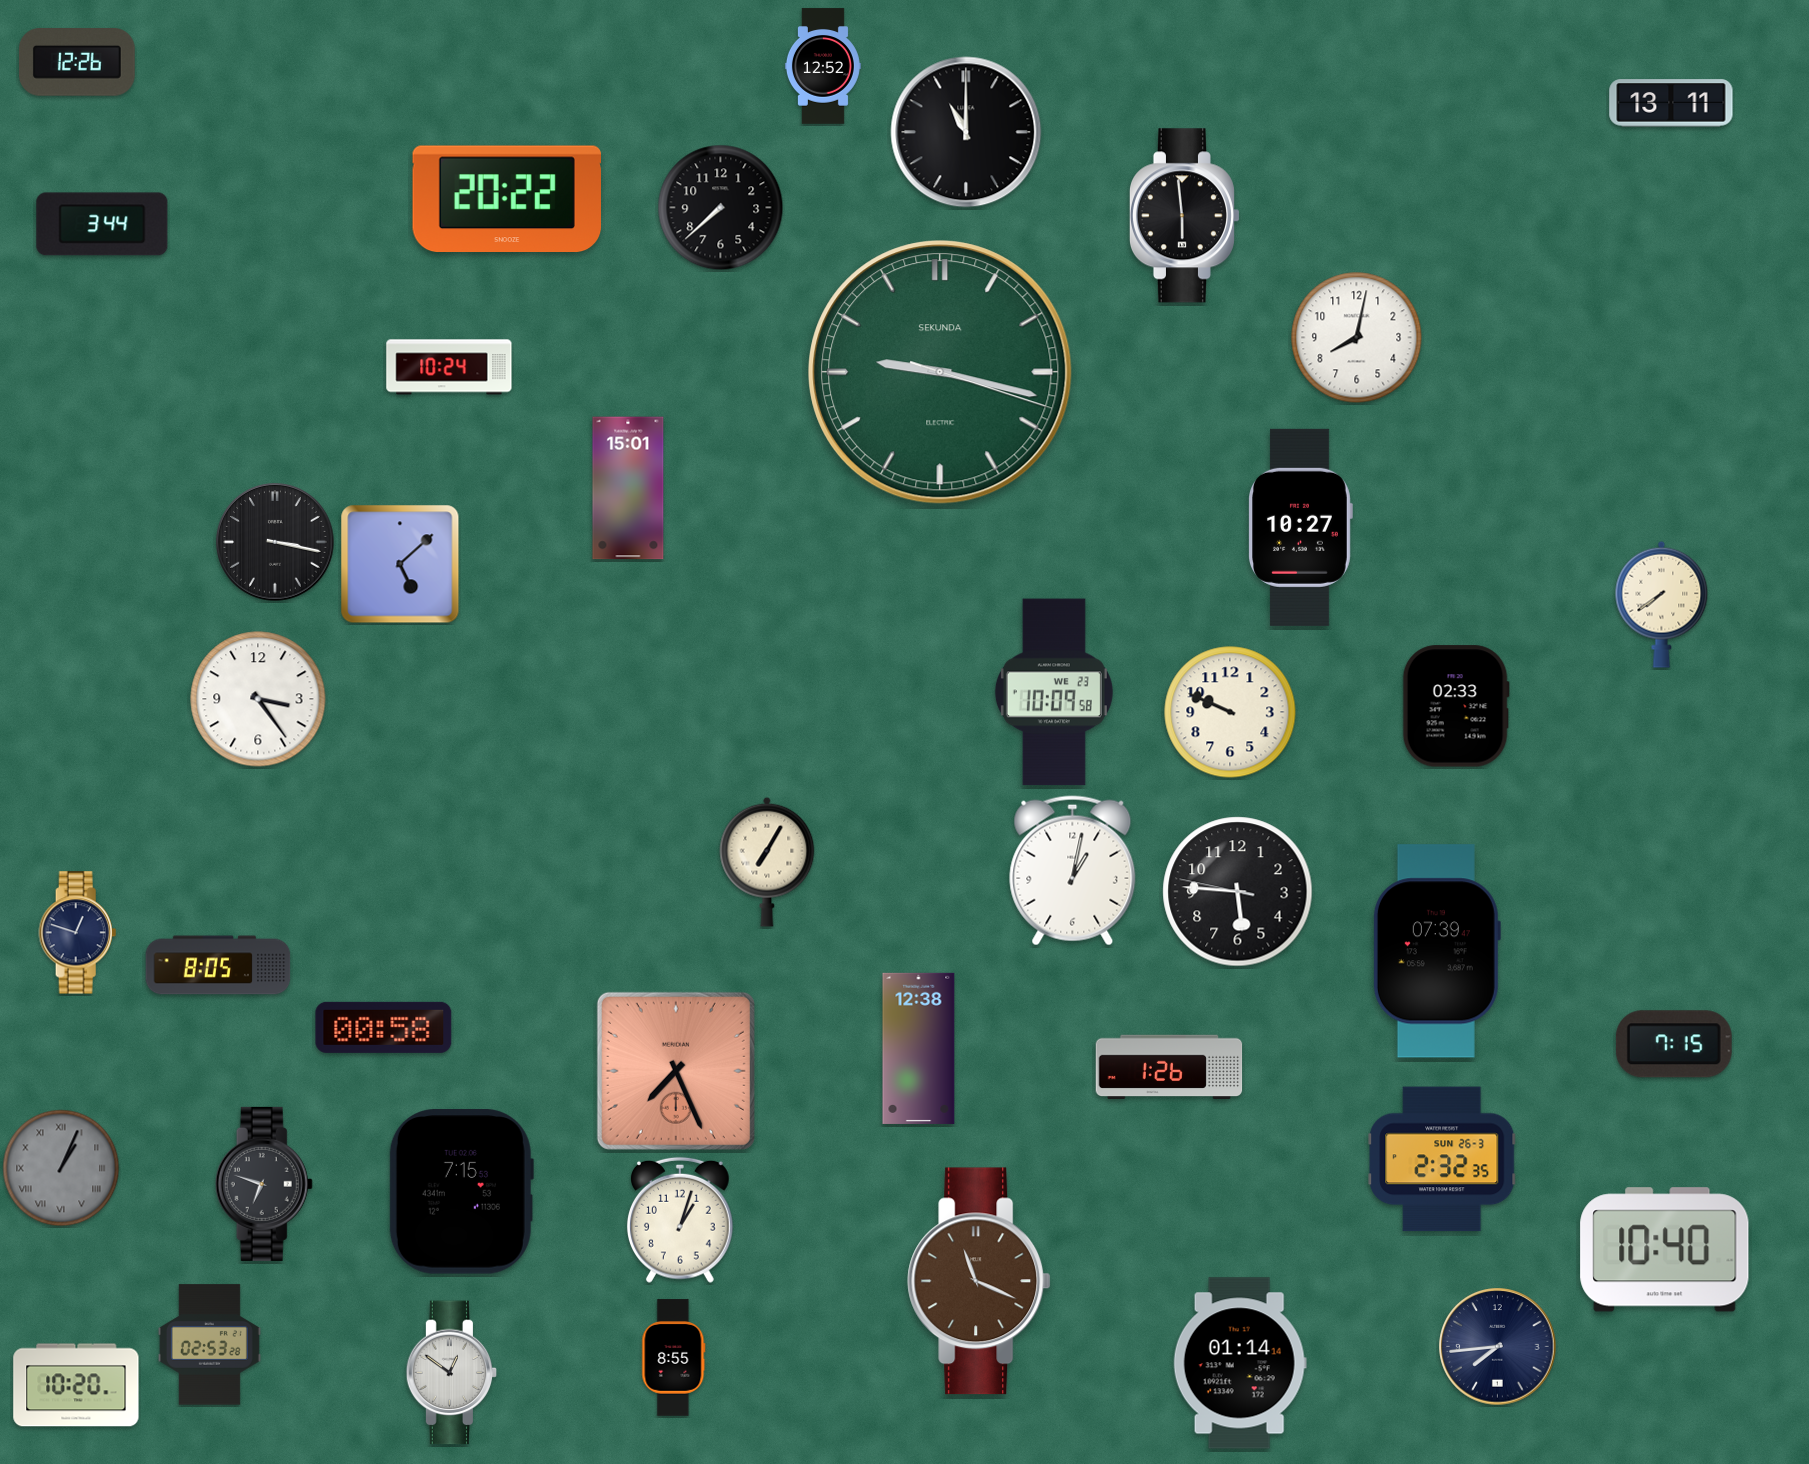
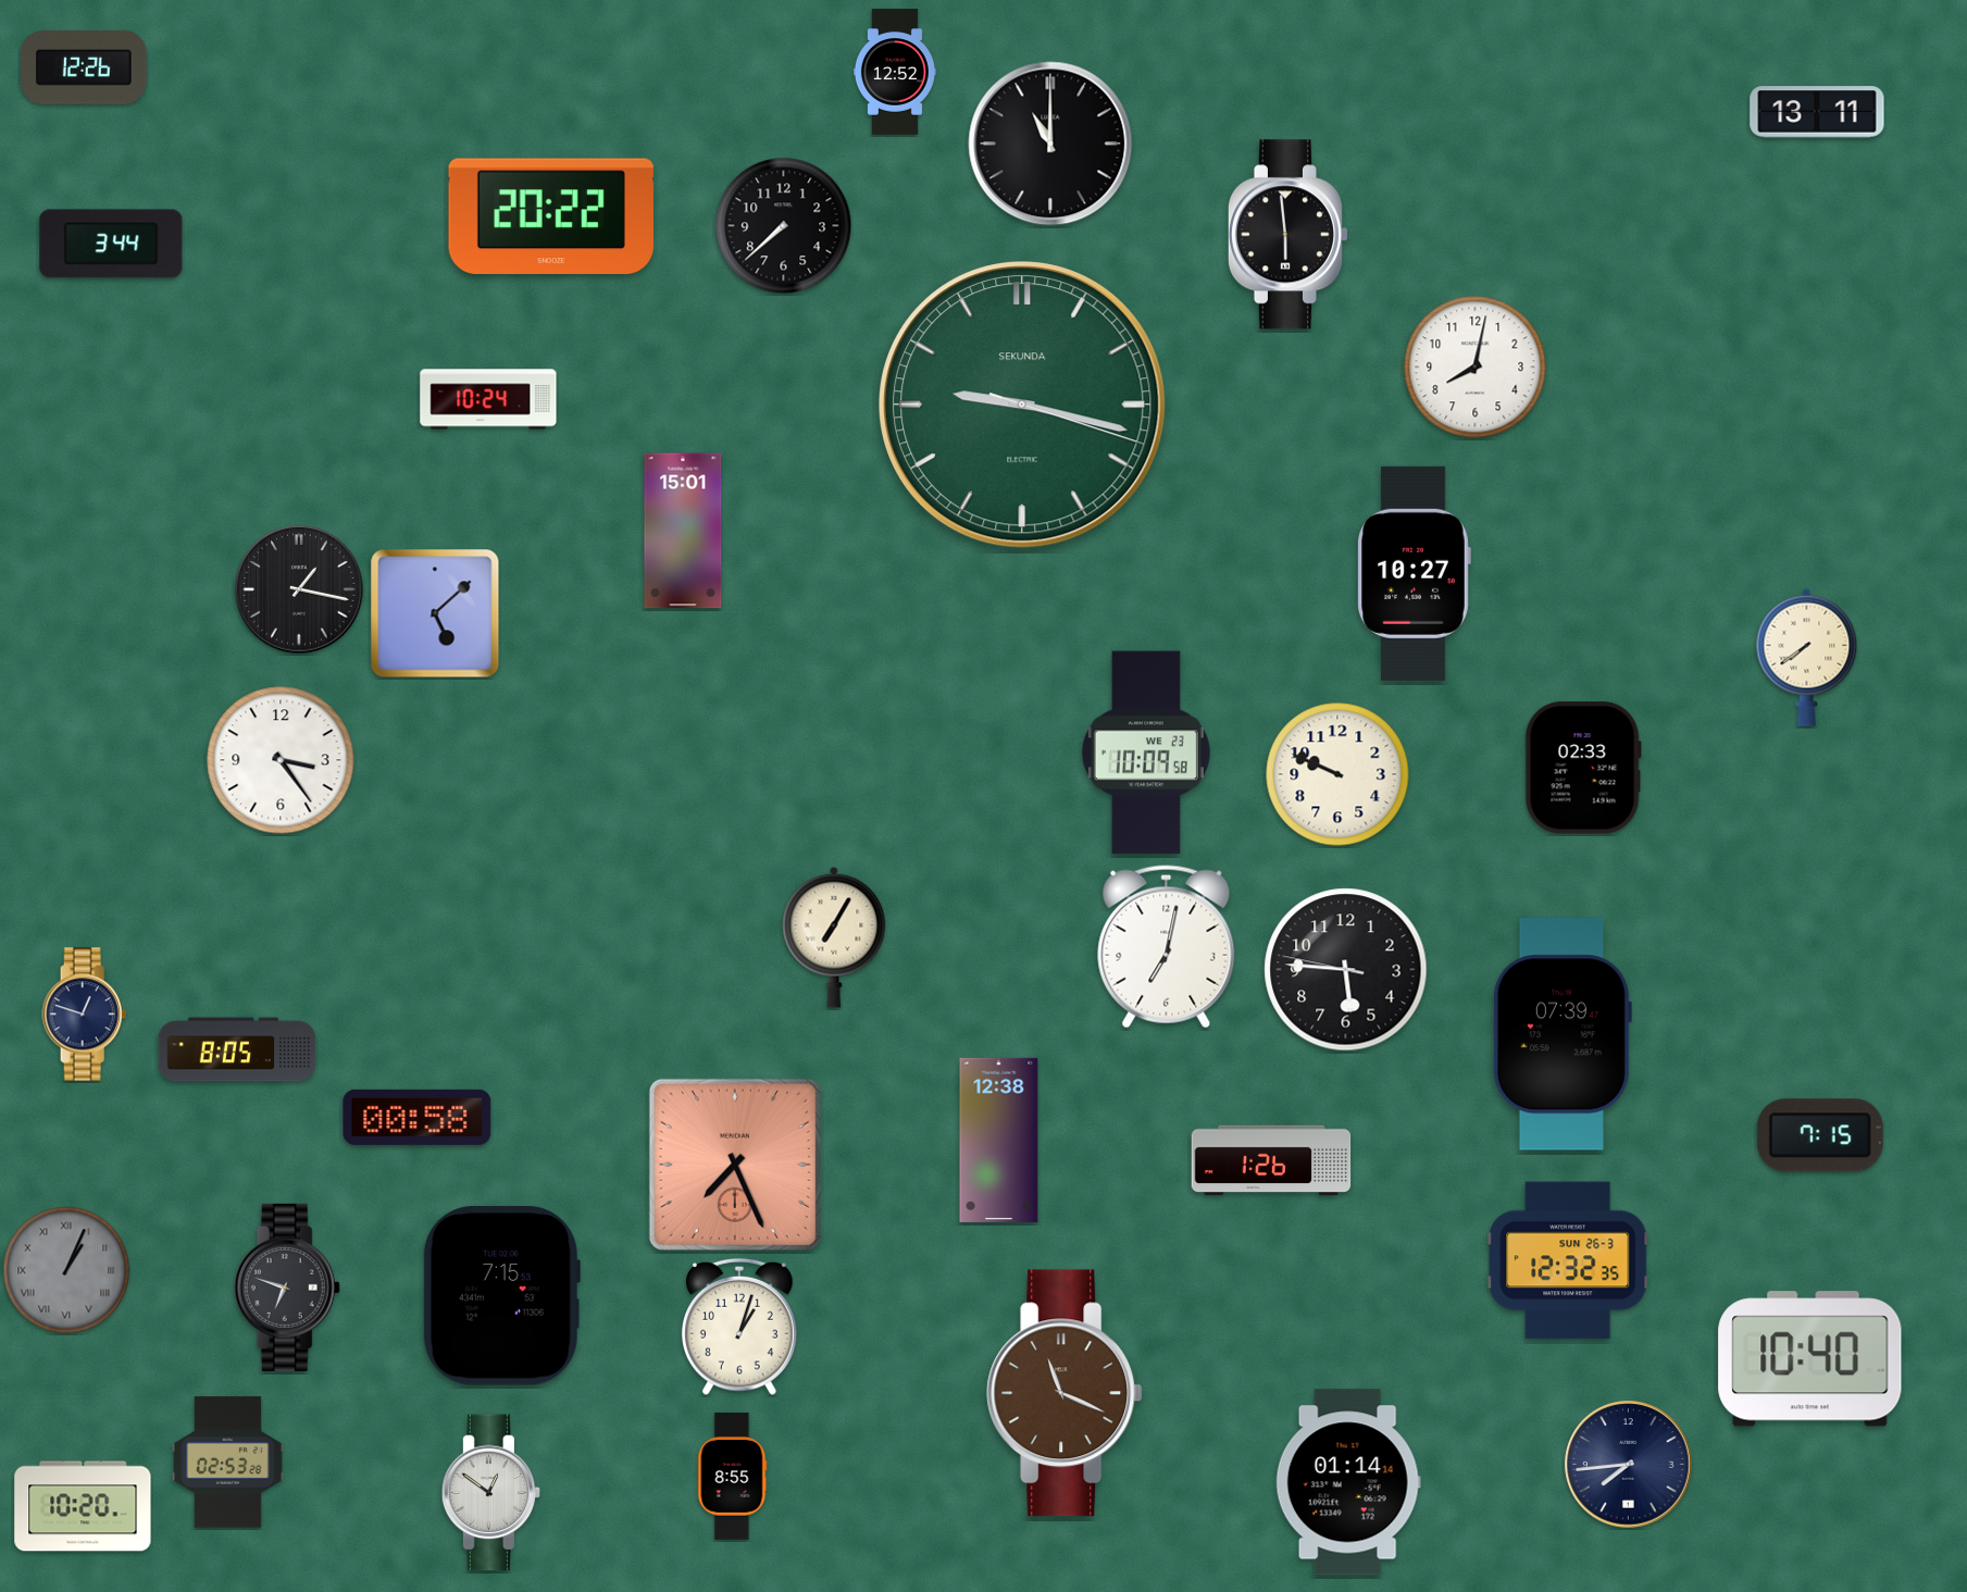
clock at (275, 542): 3:17 -> 1:17
clock at (1073, 871): 1:02 -> 7:02
clock at (1442, 1159): 2:32 -> 12:32
